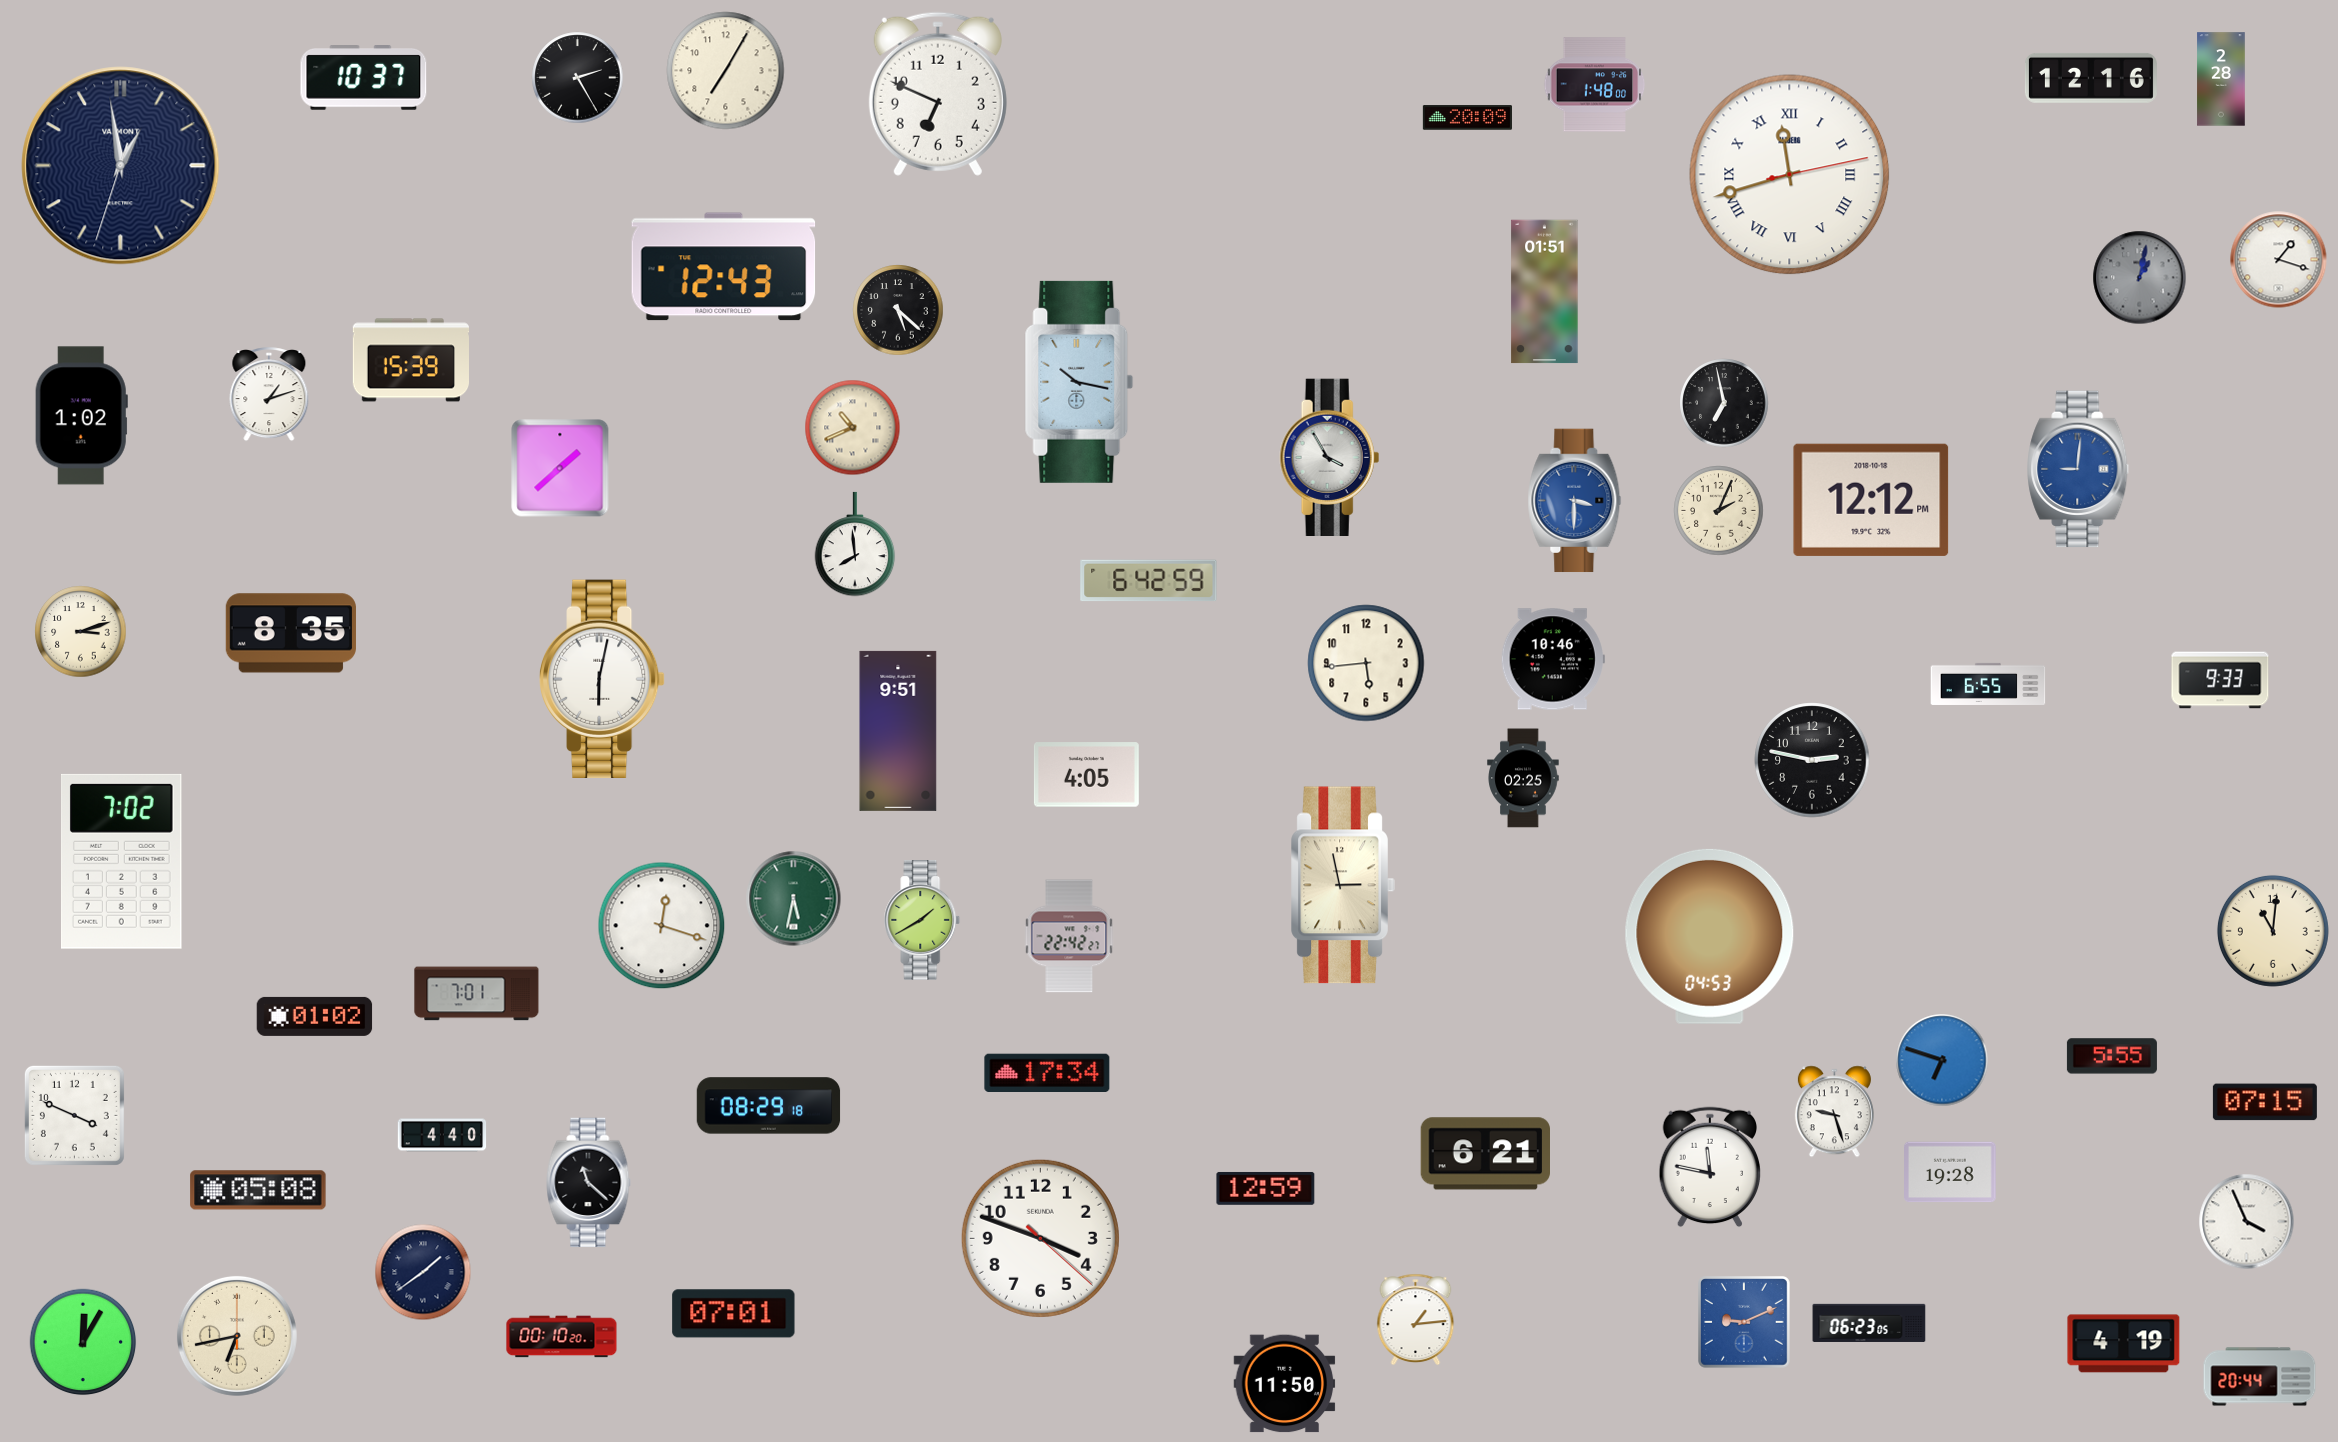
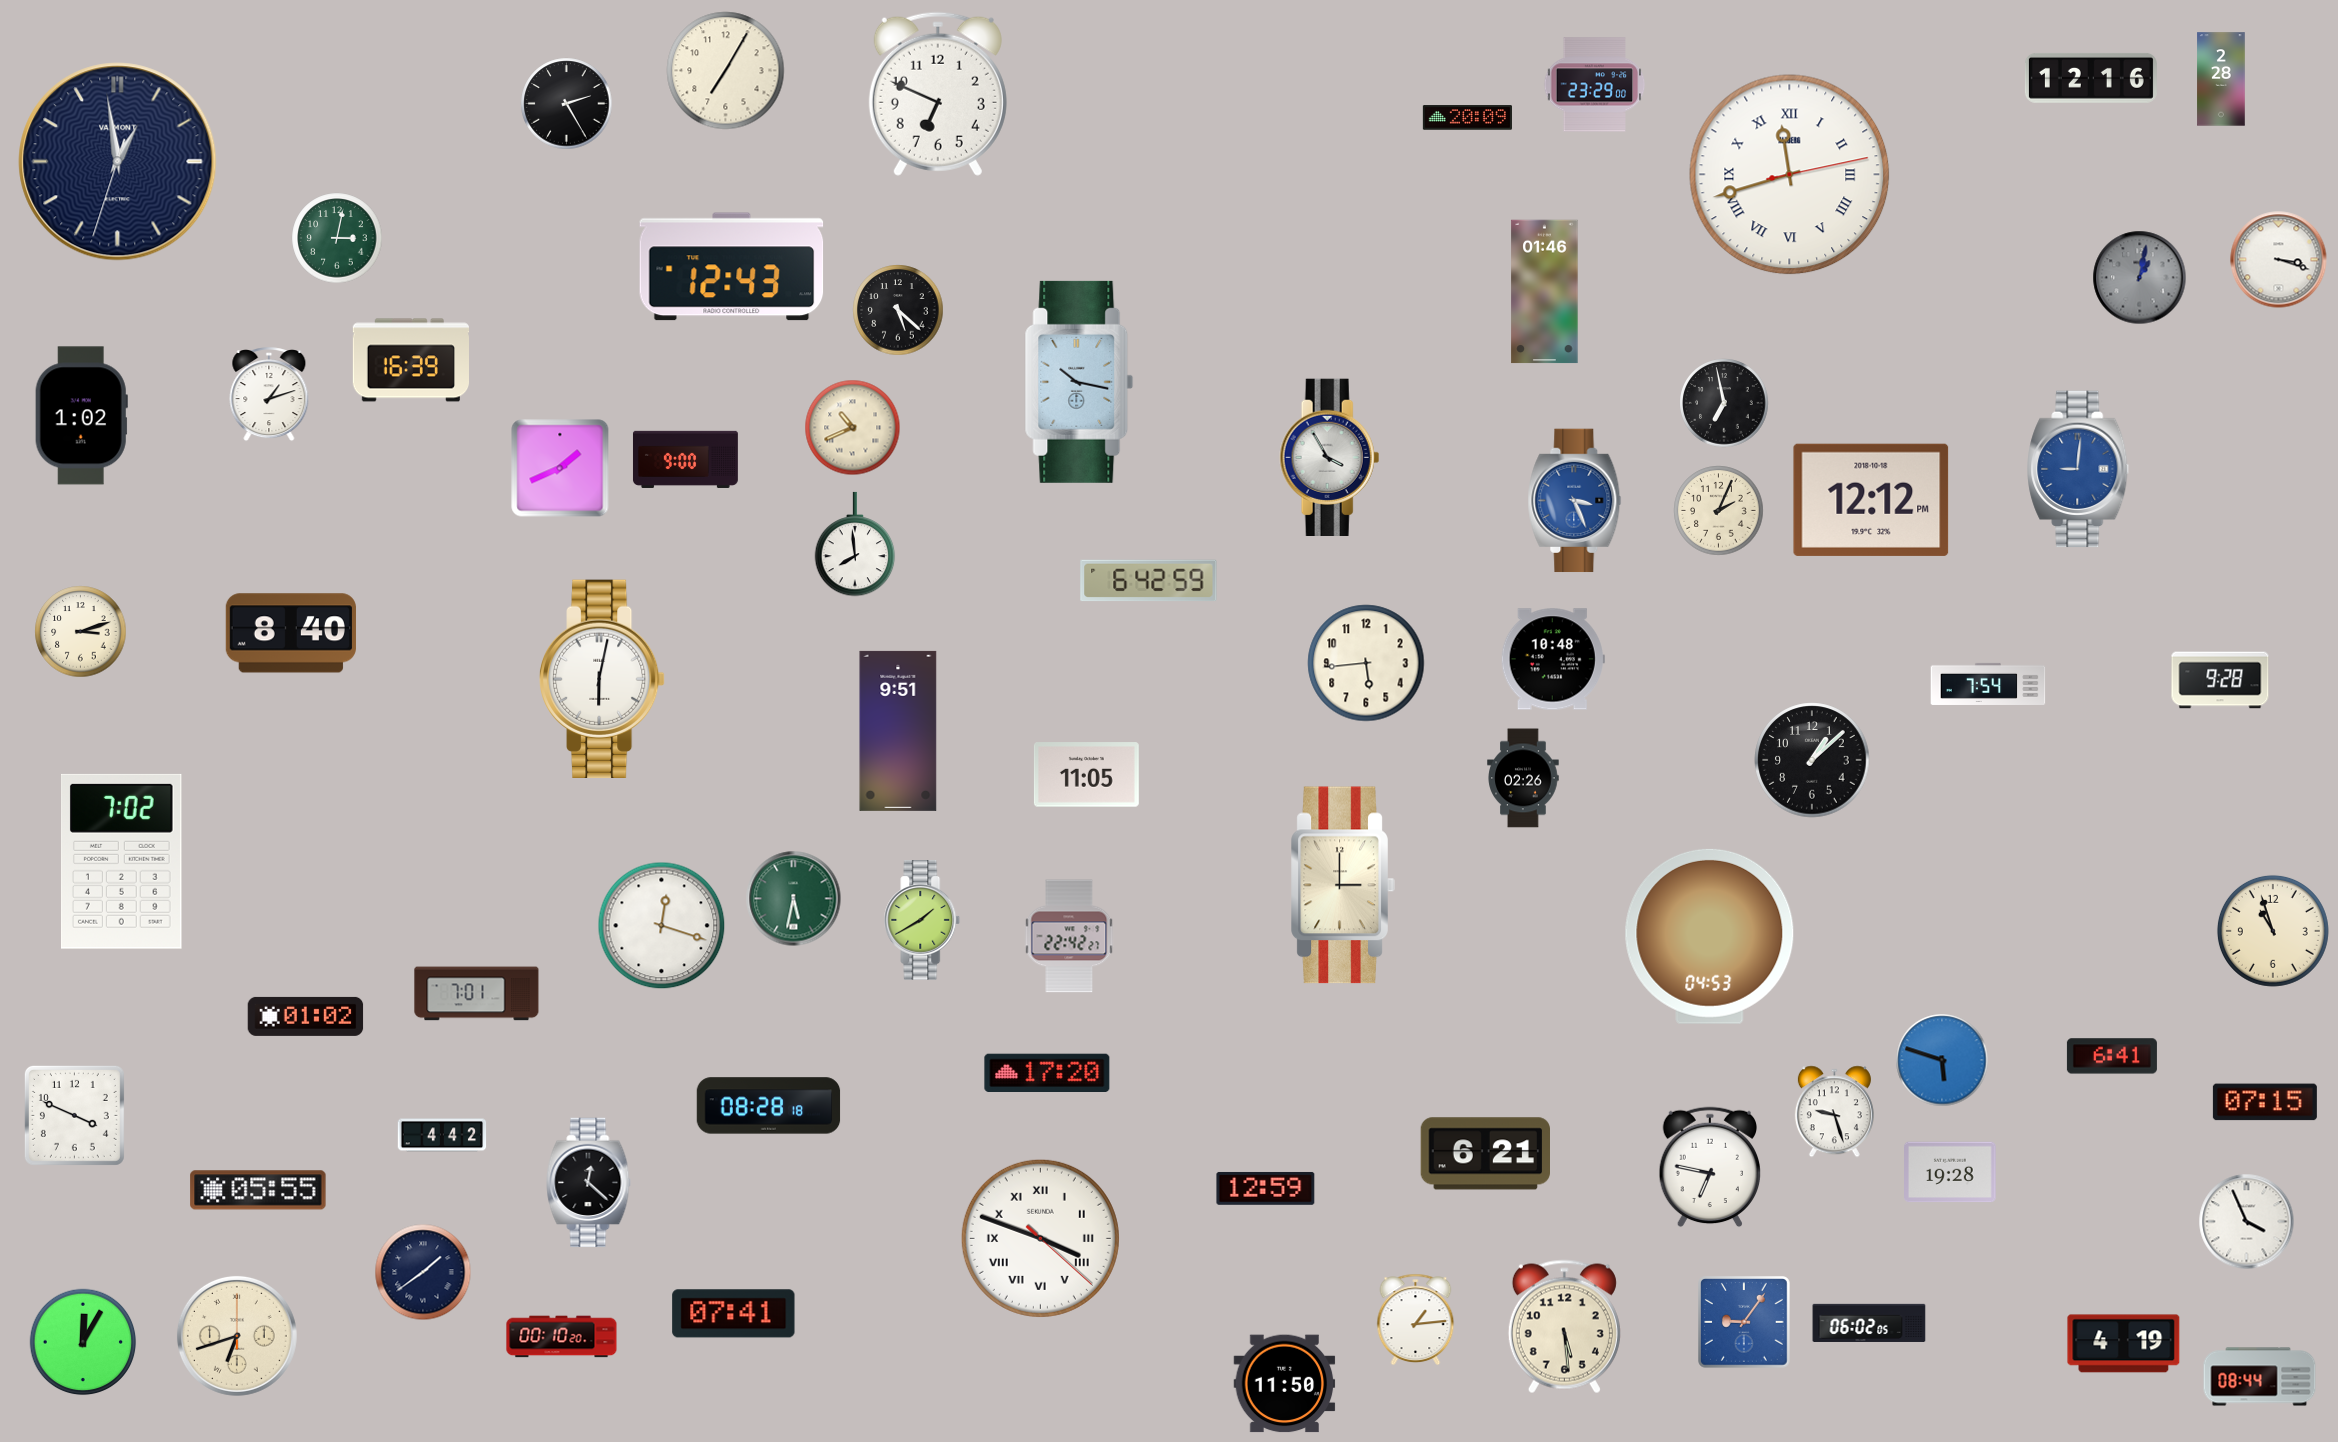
clock at (364, 78): 10:37 -> none
clock at (578, 78) position: (578, 78) -> (567, 104)
clock at (1595, 85): 1:48 -> 23:29
clock at (121, 166) position: (121, 166) -> (118, 162)
clock at (337, 238): none -> 3:02
clock at (2279, 260): 1:18 -> 3:18
clock at (724, 267) position: (724, 267) -> (732, 267)
clock at (1545, 292): 01:51 -> 01:46
clock at (410, 360): 15:39 -> 16:39
clock at (685, 459): none -> 9:00
clock at (560, 468): 1:38 -> 1:41
clock at (1575, 501): 3:30 -> 3:26
clock at (291, 633): 8:35 -> 8:40
clock at (1553, 659): 10:46 -> 10:48
clock at (2220, 680): 9:33 -> 9:28
clock at (1988, 684): 6:55 -> 7:54
clock at (1812, 760): 2:47 -> 1:08
clock at (1086, 775): 4:05 -> 11:05
clock at (1523, 778): 02:25 -> 02:26
clock at (1343, 885): 2:58 -> 3:00
clock at (2273, 931): 11:01 -> 10:57
clock at (315, 1016) position: (315, 1016) -> (306, 1016)
clock at (2112, 1056): 5:55 -> 6:41
clock at (1942, 1060): 6:48 -> 5:48
clock at (1047, 1073): 17:34 -> 17:20
clock at (769, 1106): 08:29 -> 08:28
clock at (442, 1135): 4:40 -> 4:42
clock at (1710, 1167): 11:47 -> 6:47
clock at (589, 1183): 11:22 -> 12:22
clock at (258, 1190): 05:08 -> 05:55
clock at (1040, 1238) numerals: Arabic -> Roman
clock at (734, 1314): 07:01 -> 07:41
clock at (1744, 1322): 9:11 -> 9:06
clock at (1869, 1323): 06:23 -> 06:02
clock at (1564, 1327): none -> 5:29
clock at (237, 1336): 6:43 -> 6:42
clock at (2260, 1377): 20:44 -> 08:44
